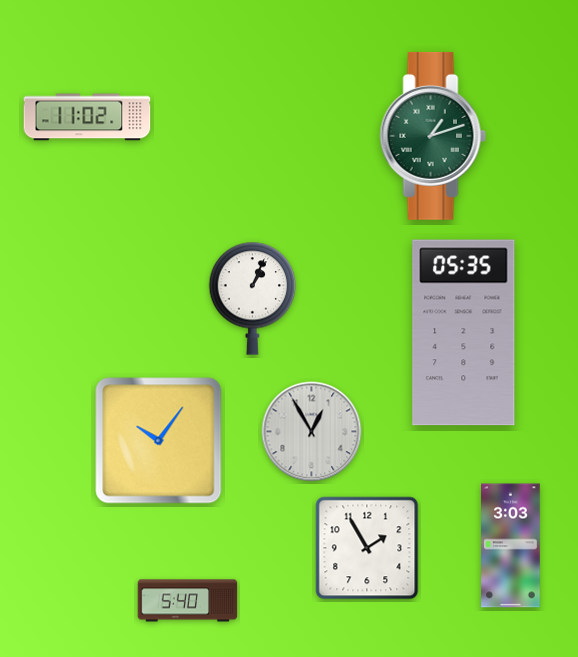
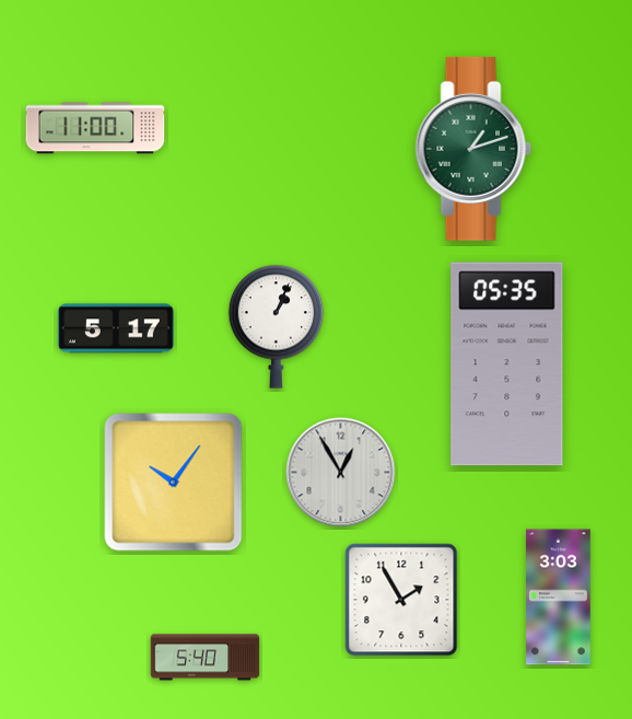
clock at (87, 117): 11:02 -> 11:00
clock at (116, 328): none -> 5:17
